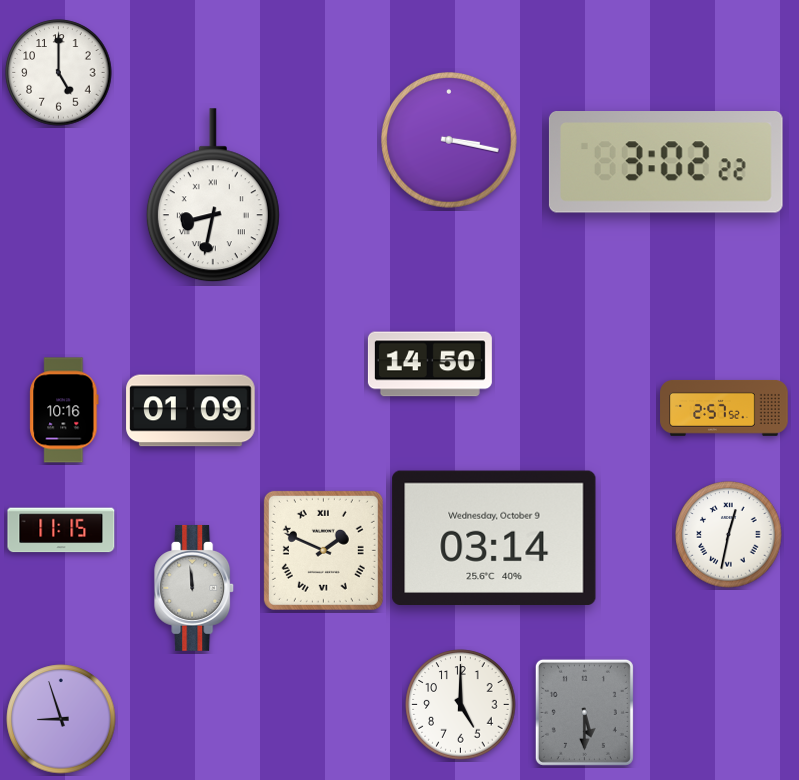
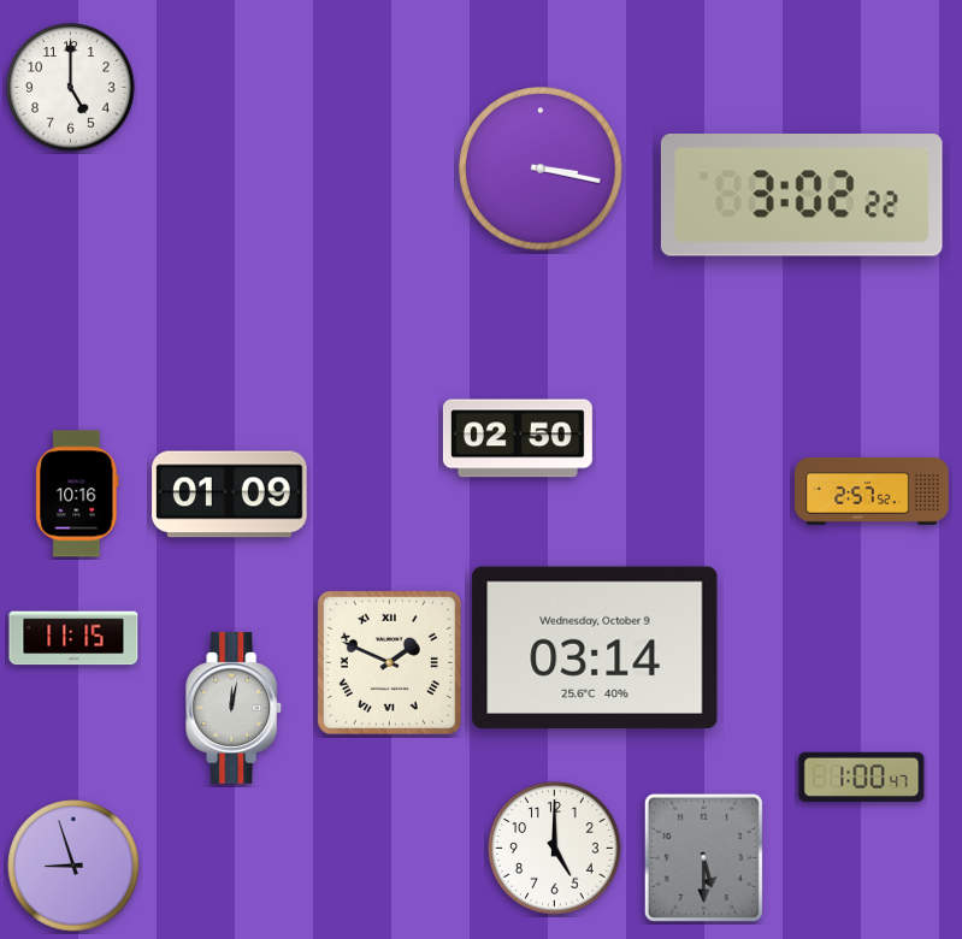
clock at (213, 196): 8:32 -> none
clock at (430, 364): 14:50 -> 02:50
clock at (729, 535): 12:32 -> none
clock at (195, 588): 11:59 -> 12:02
clock at (862, 776): none -> 1:00
